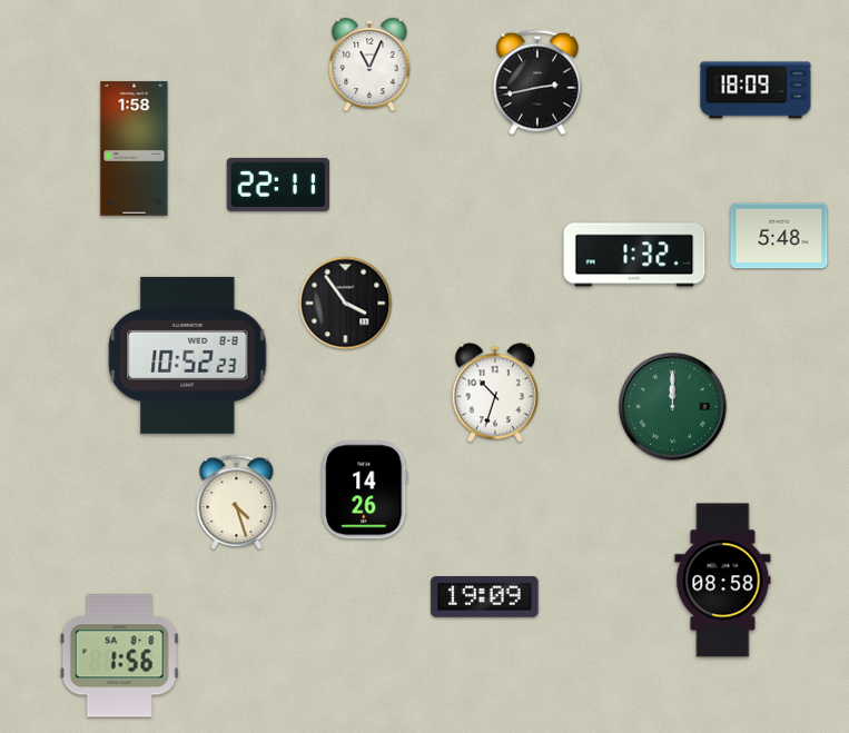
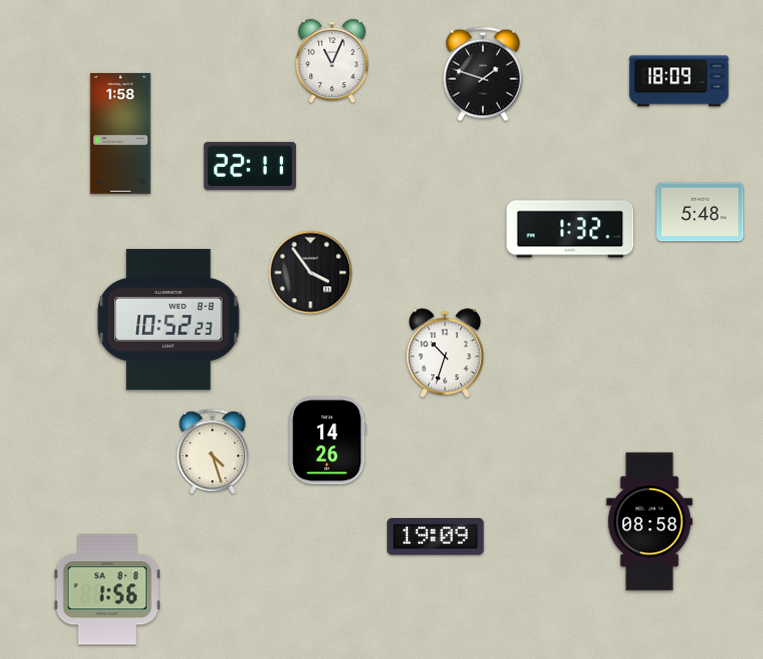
clock at (369, 65) position: (369, 65) -> (332, 61)
clock at (539, 82): 2:43 -> 1:48
clock at (673, 407): 12:00 -> none
